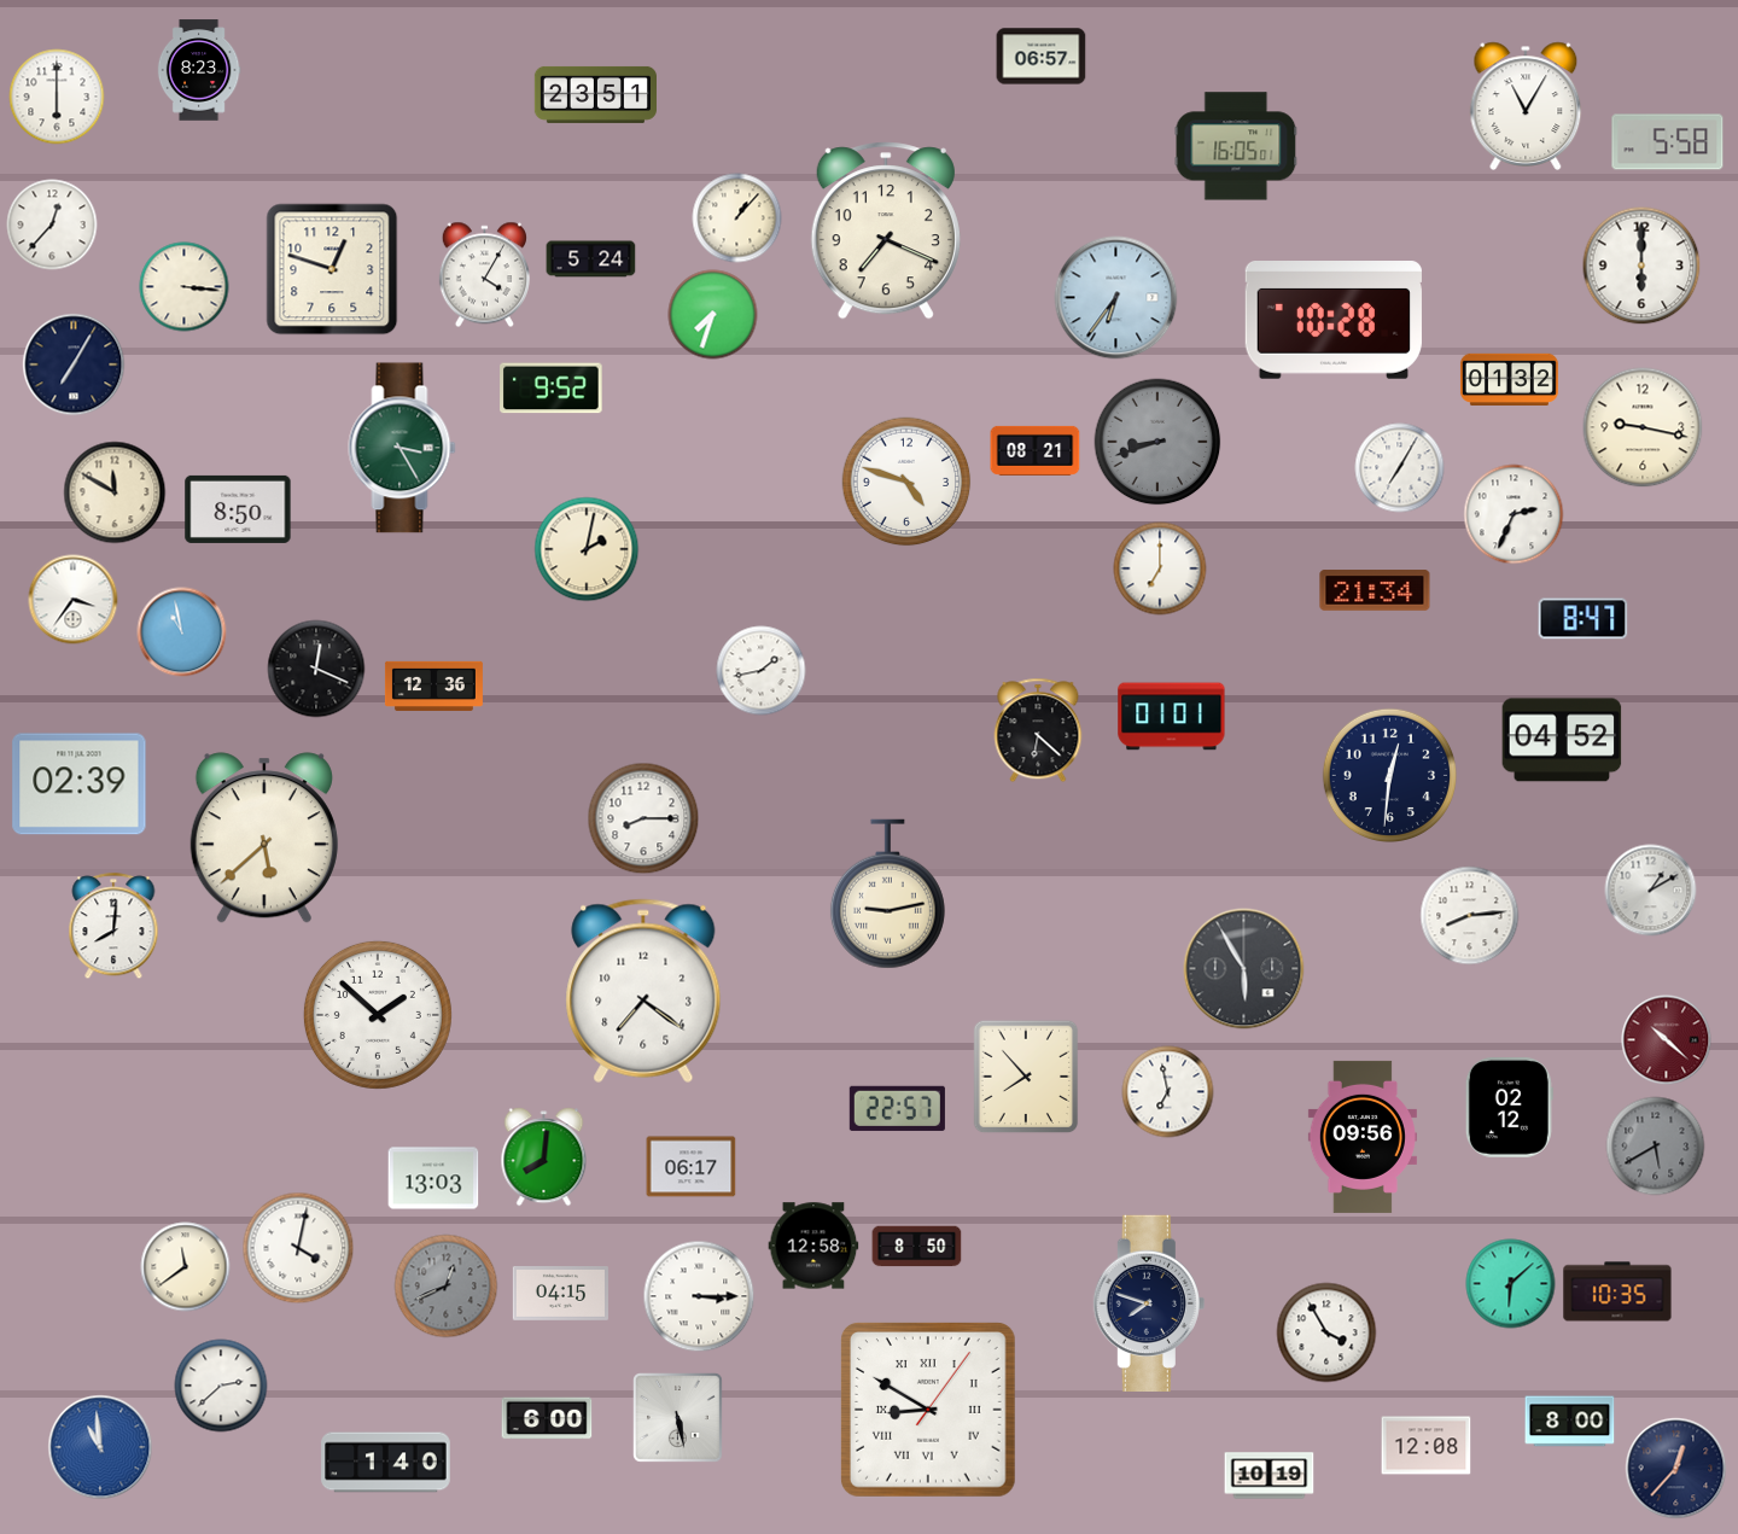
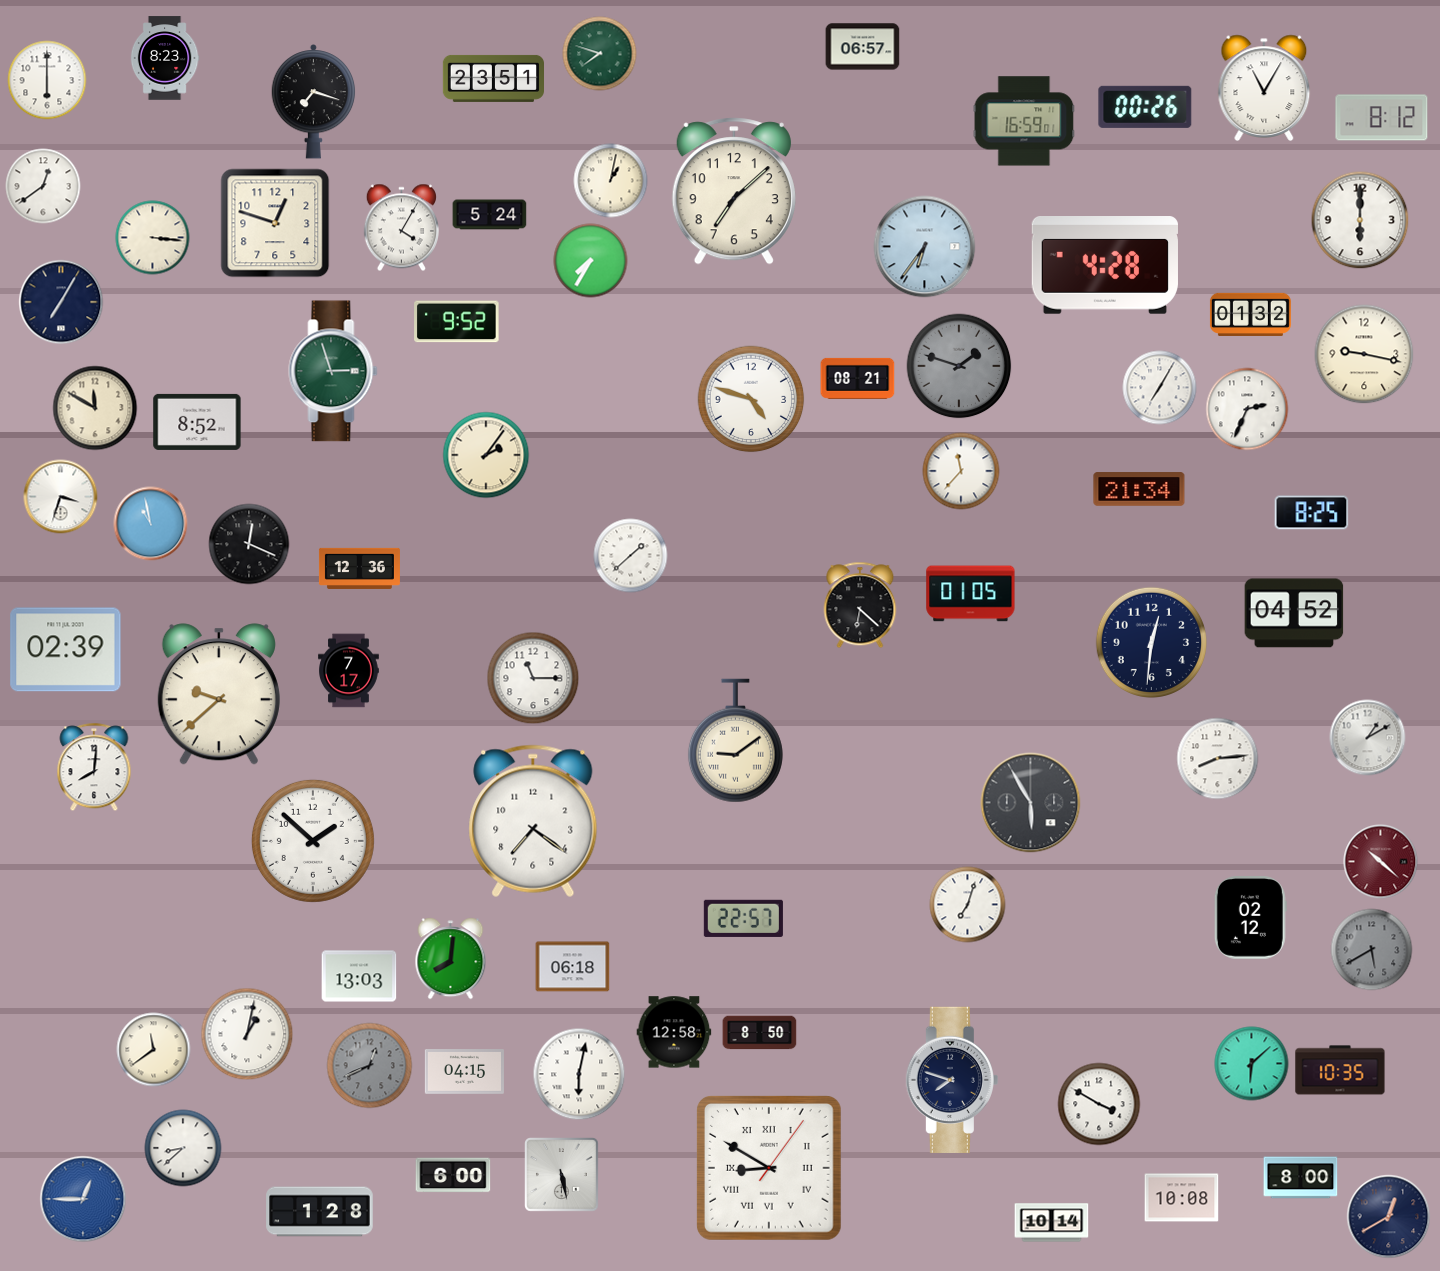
clock at (600, 54): none -> 7:48
clock at (314, 102): none -> 7:18
clock at (1145, 107): none -> 00:26
clock at (1668, 142): 5:58 -> 8:12
clock at (1236, 146): 16:05 -> 16:59
clock at (737, 218): 1:07 -> 1:02
clock at (52, 224): 12:37 -> 12:39
clock at (886, 231): 7:19 -> 7:08
clock at (713, 315): 7:33 -> 7:35
clock at (1334, 321): 10:28 -> 4:28
clock at (1643, 427) position: (1643, 427) -> (1364, 354)
clock at (1157, 442): 8:42 -> 1:48
clock at (402, 448): 3:25 -> 2:57
clock at (1036, 450) position: (1036, 450) -> (858, 378)
clock at (238, 509): 8:50 -> 8:52
clock at (1514, 514) position: (1514, 514) -> (1247, 409)
clock at (587, 549): 2:02 -> 2:06
clock at (1160, 568): 7:00 -> 11:37
clock at (74, 600): 3:36 -> 3:33
clock at (1584, 619): 8:47 -> 8:25
clock at (316, 669) position: (316, 669) -> (249, 544)
clock at (762, 671): 1:43 -> 1:38
clock at (1172, 717): 01:01 -> 01:05
clock at (349, 671): none -> 7:17
clock at (643, 818): 8:15 -> 11:15
clock at (264, 838): 5:38 -> 9:38
clock at (887, 894): 9:13 -> 9:09
clock at (1026, 1077): 7:53 -> none
clock at (1168, 1092): 6:58 -> 7:03
clock at (1363, 1137): 09:56 -> none
clock at (692, 1167): 06:17 -> 06:18
clock at (298, 1248): 4:02 -> 1:02
clock at (699, 1296): 3:15 -> 6:02
clock at (1326, 1332): 3:55 -> 3:50
clock at (221, 1386): 2:38 -> 8:38
clock at (1427, 1446): 12:08 -> 10:08
clock at (100, 1447): 10:59 -> 12:45
clock at (386, 1463): 1:40 -> 1:28
clock at (1676, 1469): 12:37 -> 12:40
clock at (1270, 1476): 10:19 -> 10:14
